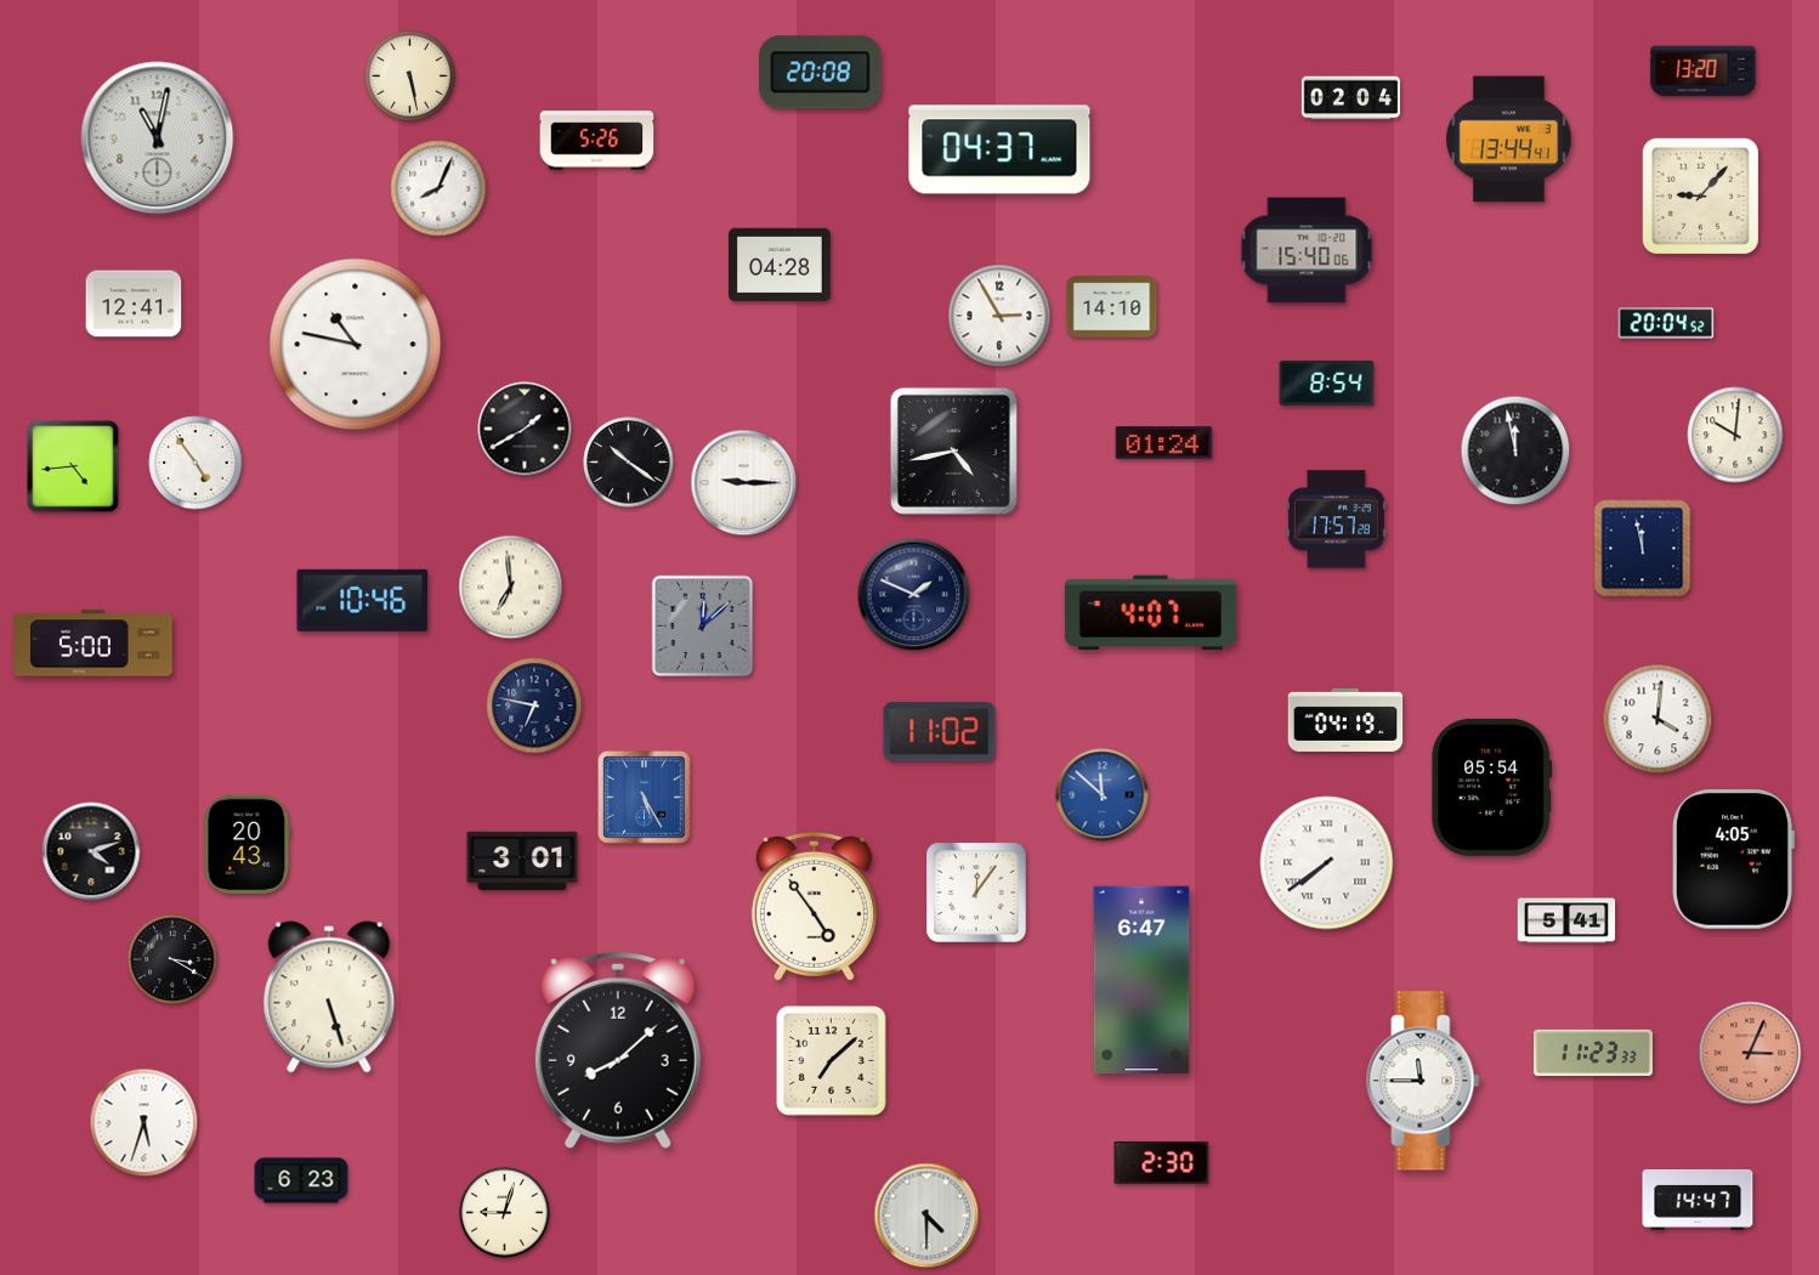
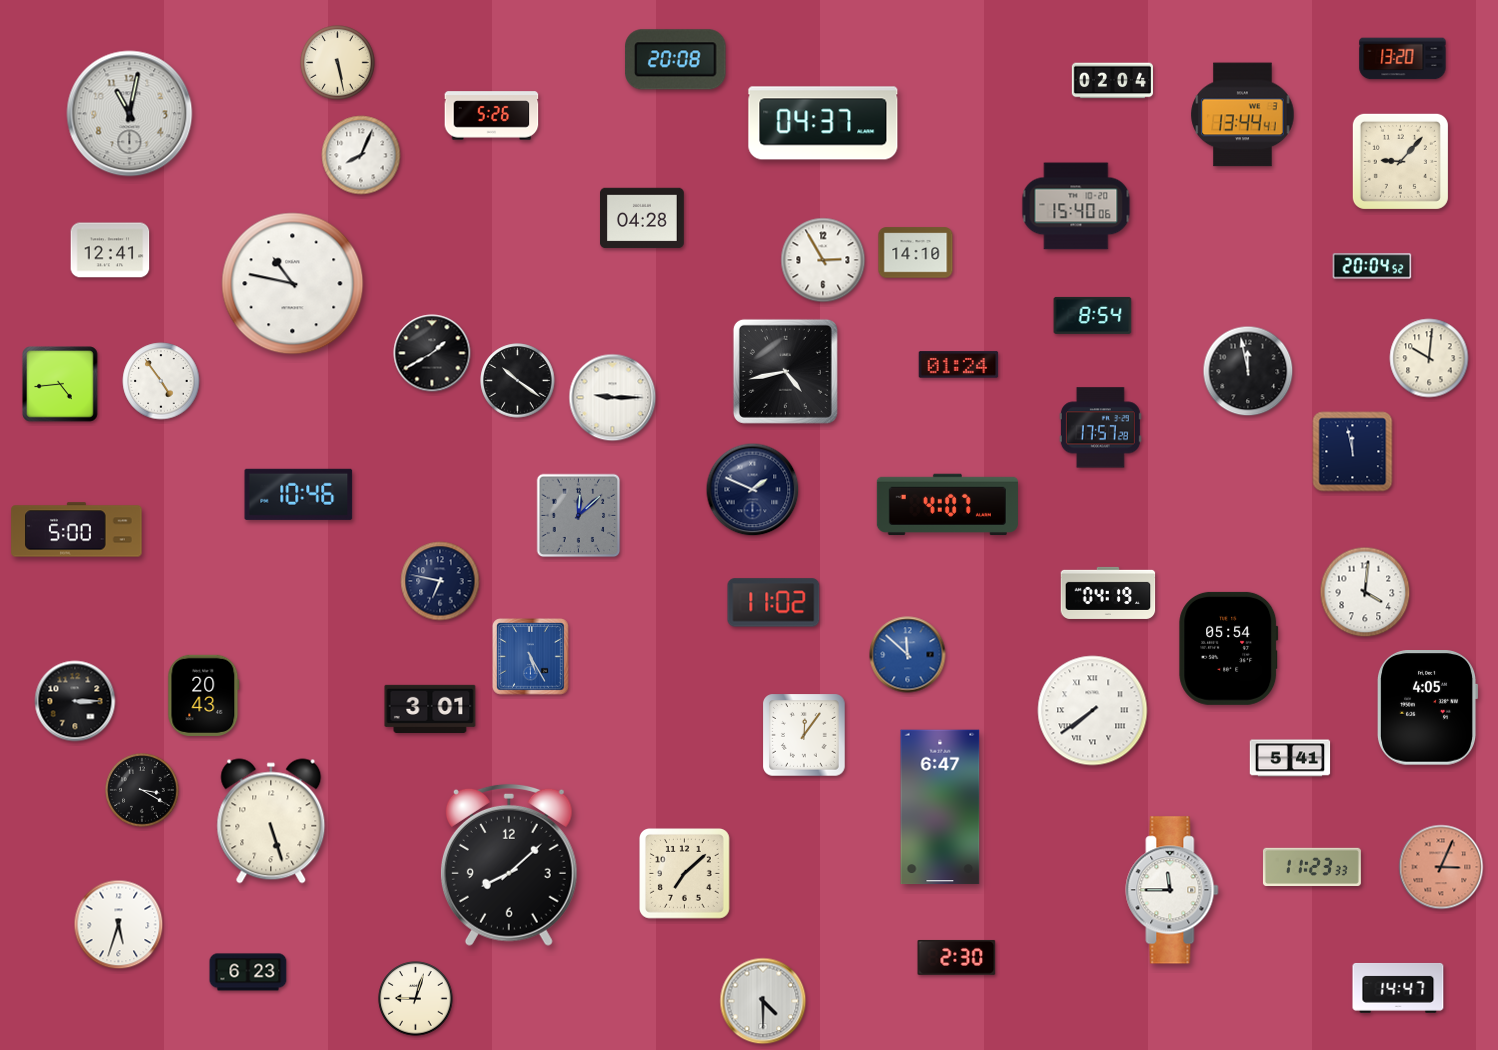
clock at (511, 588): 6:59 -> none
clock at (91, 851): 4:12 -> 3:15
clock at (814, 906): 4:54 -> none
